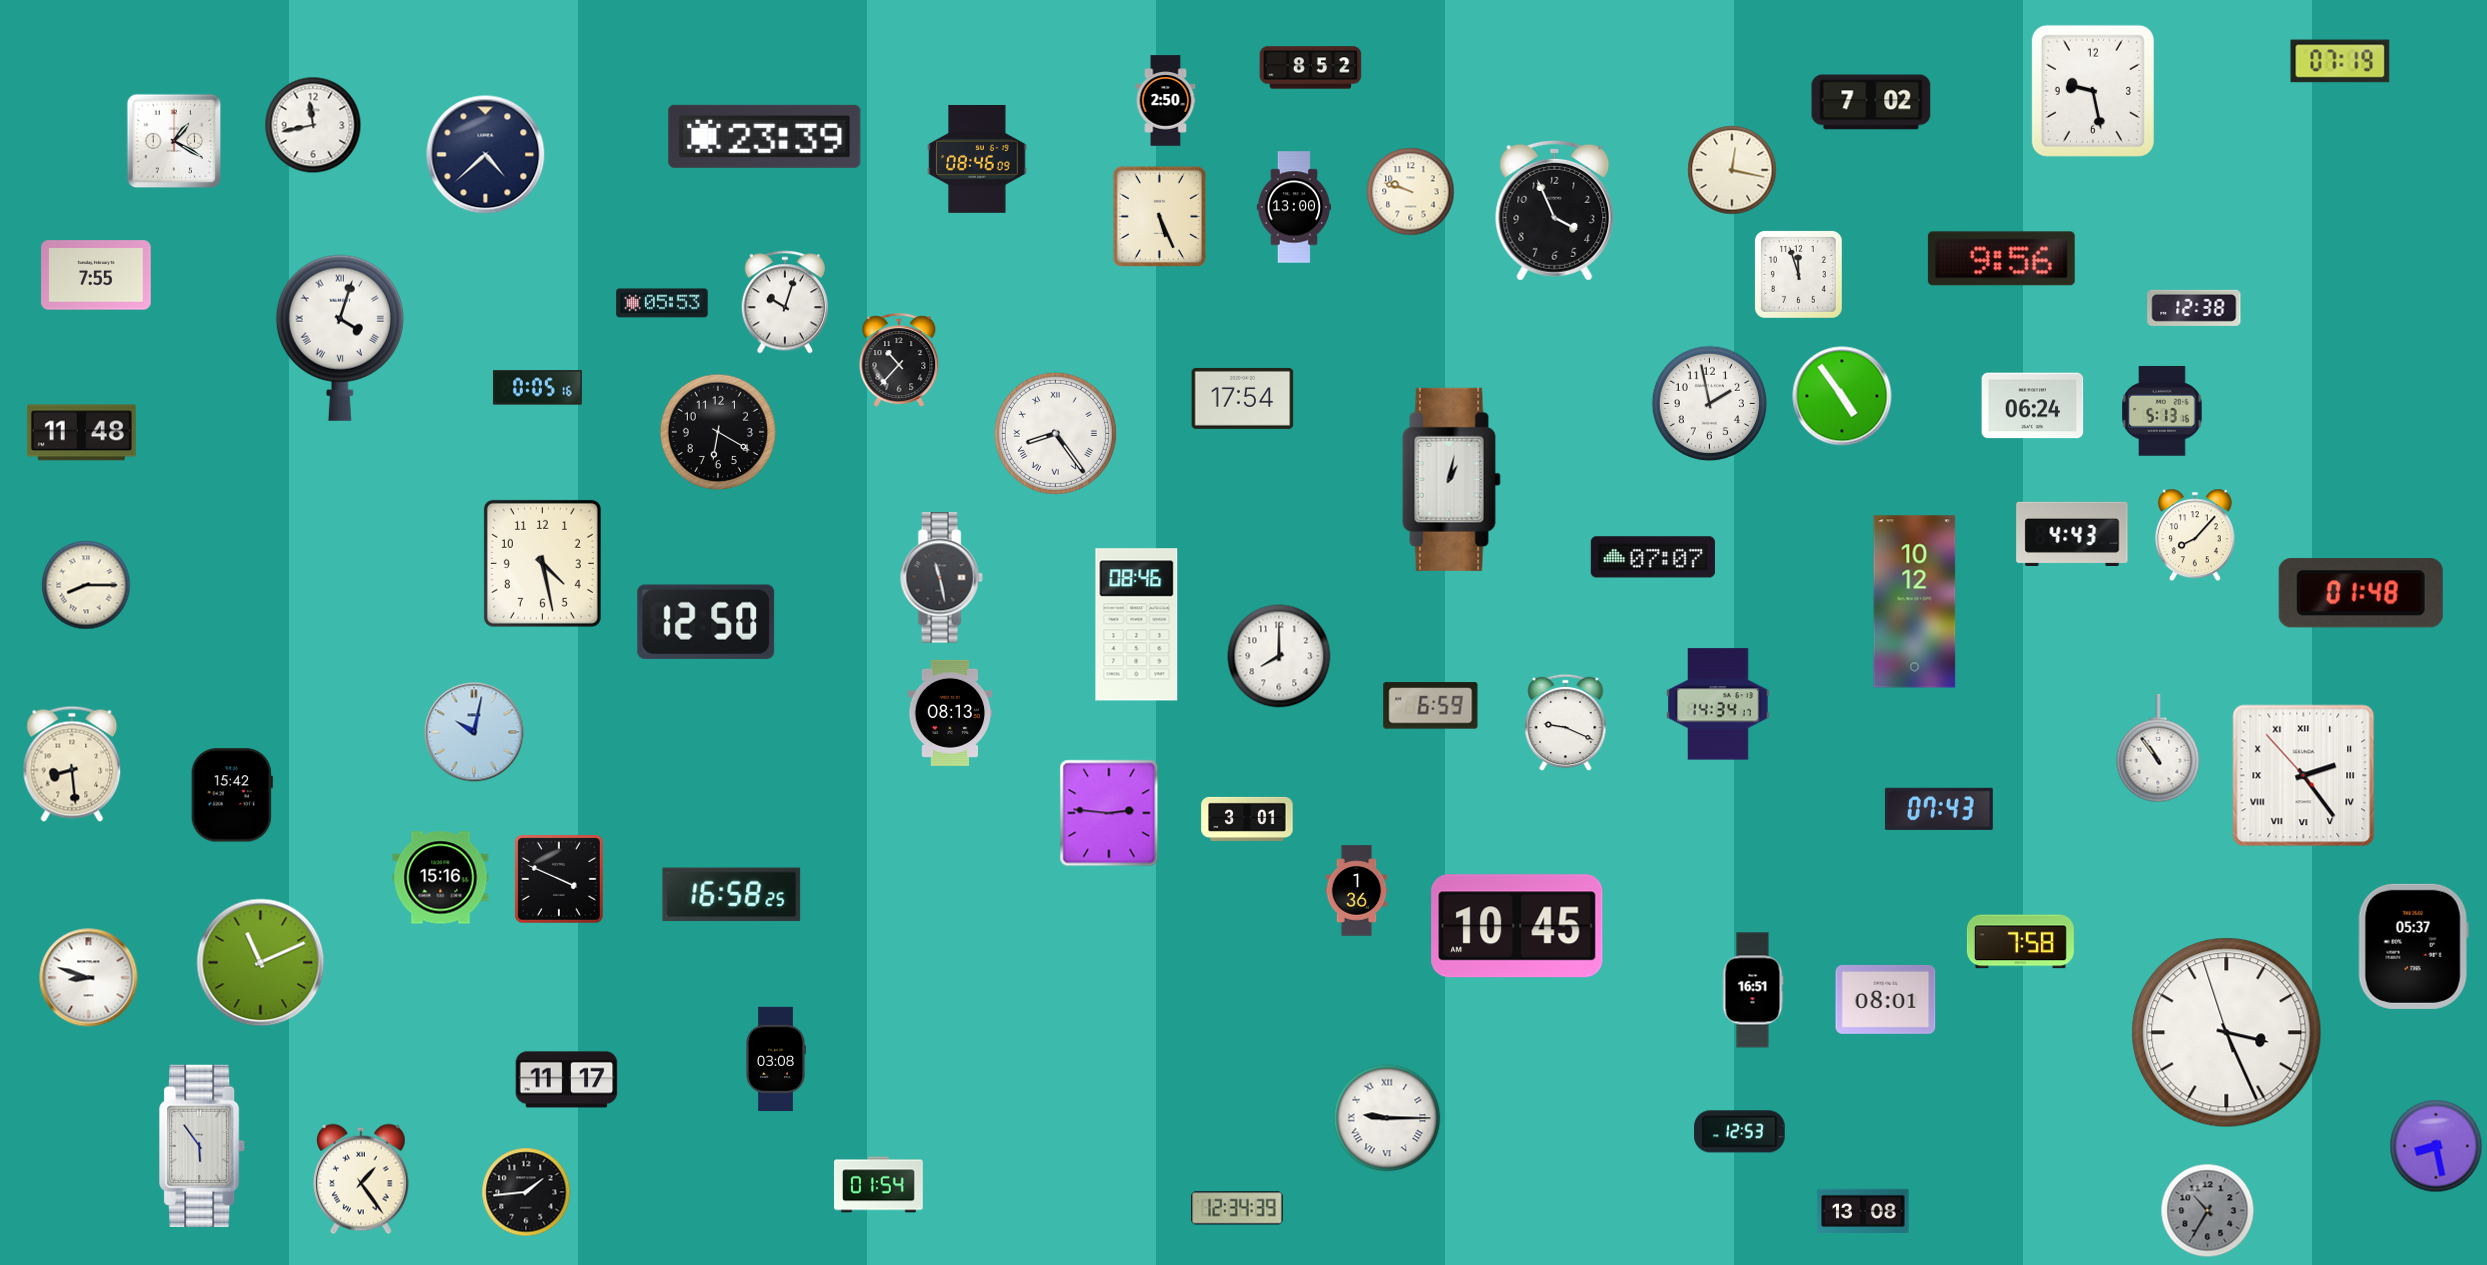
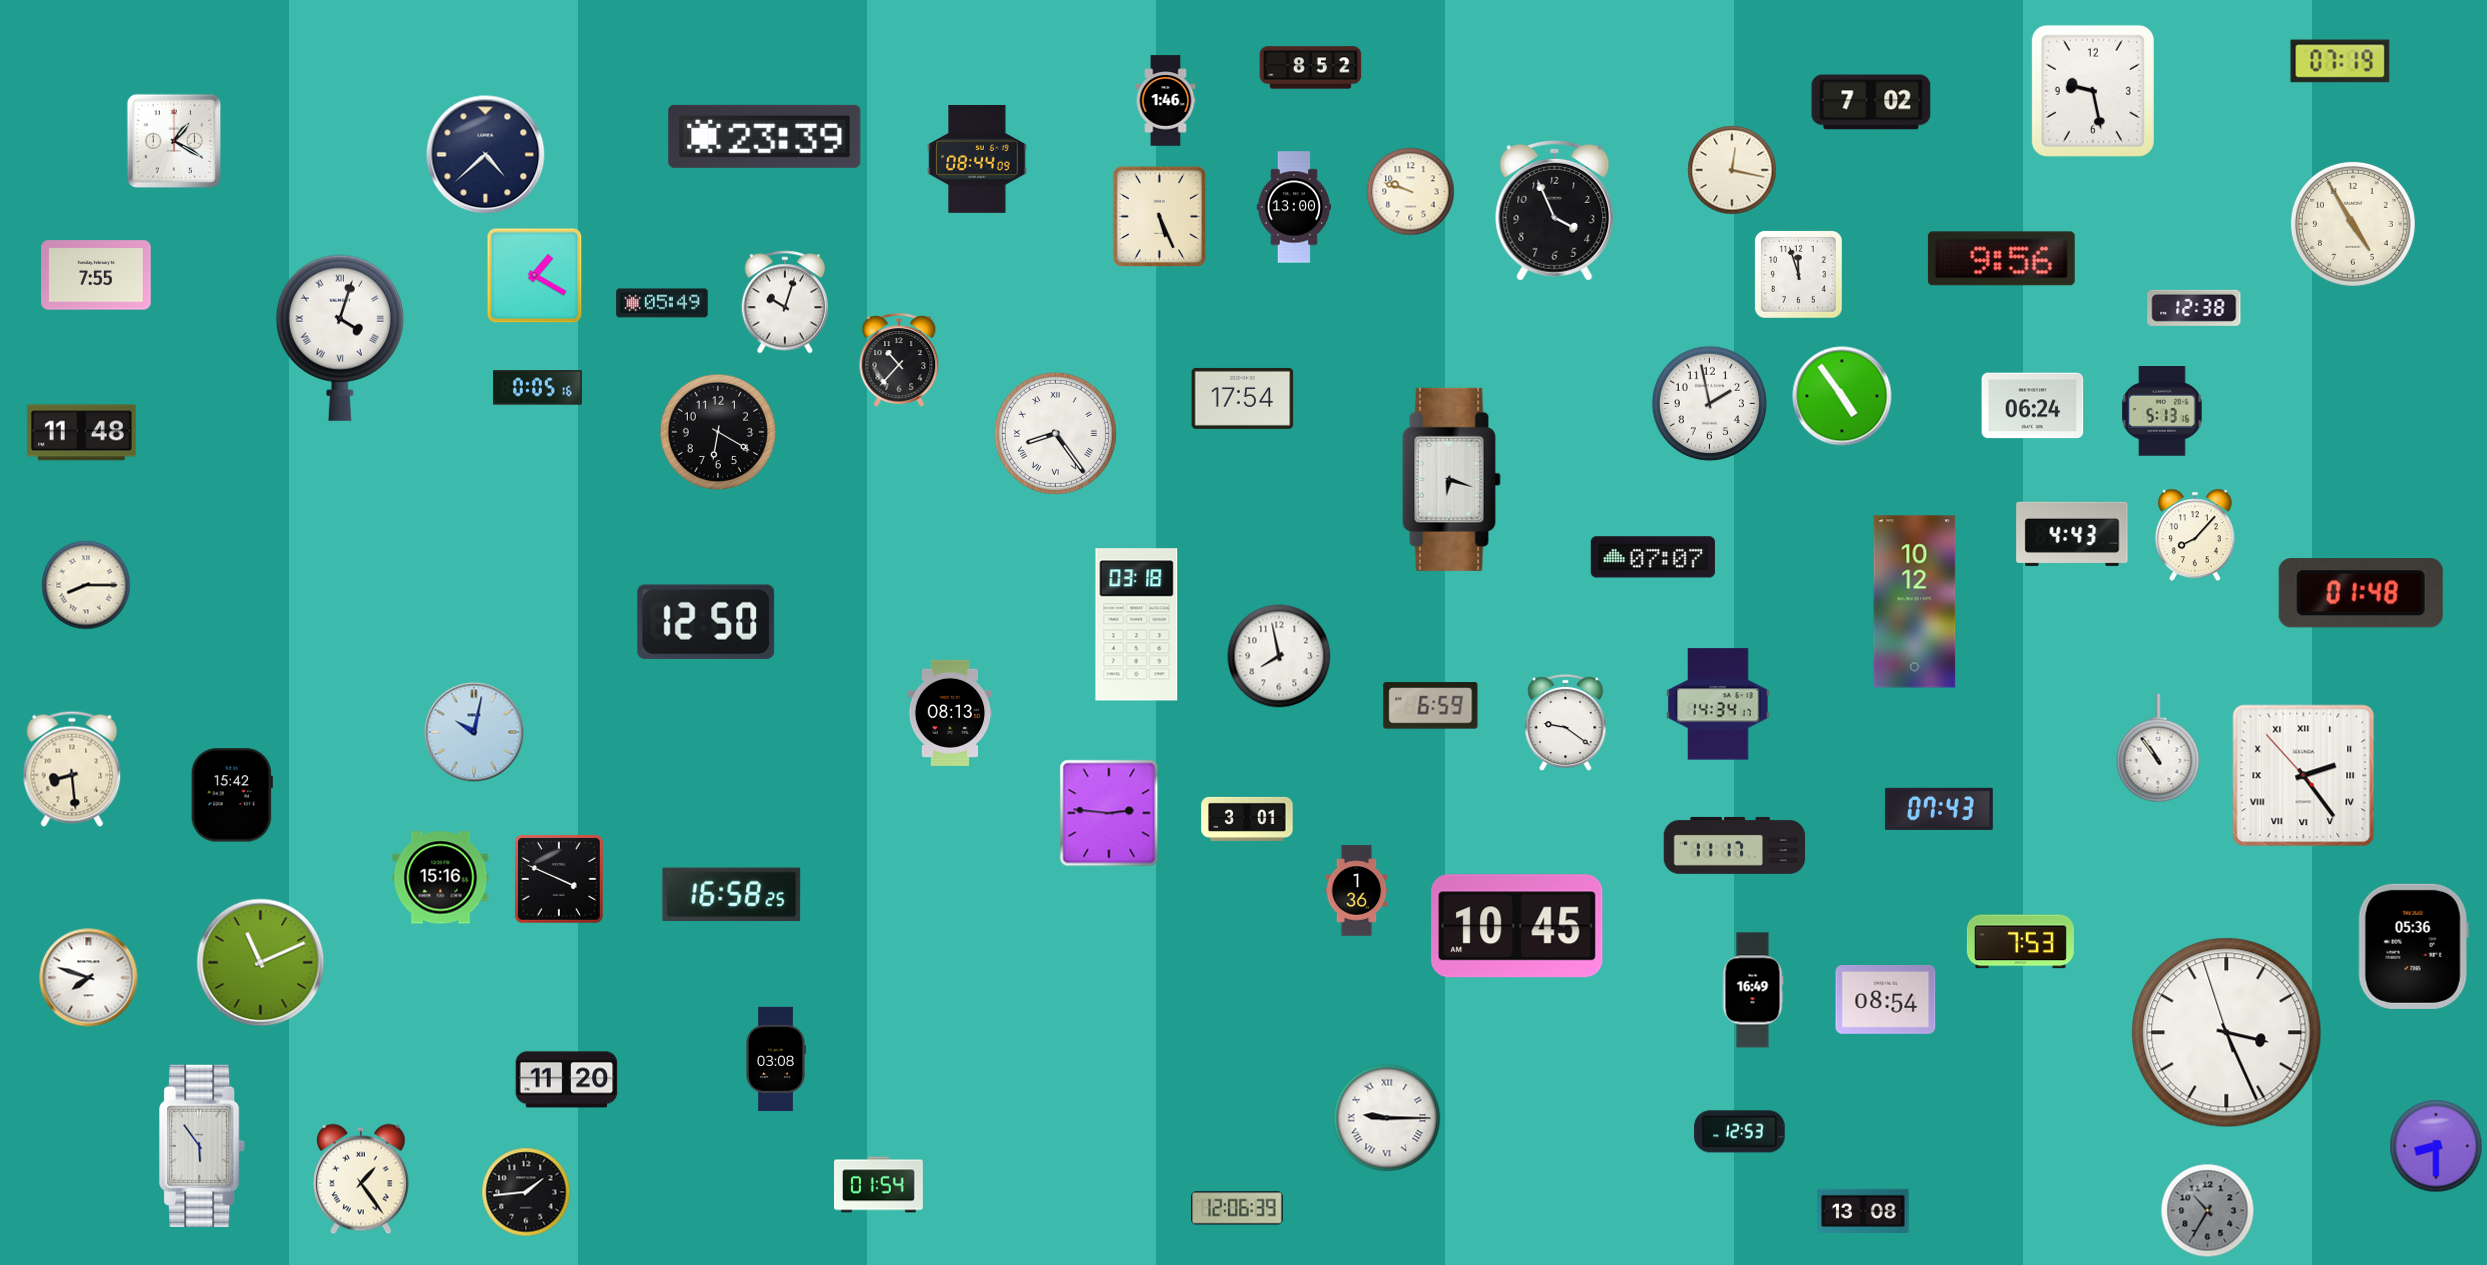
clock at (1166, 101): 2:50 -> 1:46
clock at (313, 125): 11:43 -> none
clock at (977, 159): 08:46 -> 08:44
clock at (2353, 224): none -> 4:55
clock at (535, 276): none -> 1:20
clock at (662, 303): 05:53 -> 05:49
clock at (1452, 479): 1:02 -> 6:18
clock at (542, 563): 4:28 -> none
clock at (941, 578): 11:28 -> none
clock at (1137, 625): 08:46 -> 03:18
clock at (1279, 656): 8:00 -> 7:58
clock at (1566, 723): 9:19 -> 9:21
clock at (72, 764) position: (72, 764) -> (72, 769)
clock at (1735, 845): none -> 11:17
clock at (2020, 942): 7:58 -> 7:53
clock at (2413, 946): 05:37 -> 05:36
clock at (89, 978): 8:48 -> 7:48
clock at (1753, 990): 16:51 -> 16:49
clock at (1886, 999): 08:01 -> 08:54
clock at (567, 1080): 11:17 -> 11:20
clock at (2436, 1146): 8:28 -> 8:30
clock at (1237, 1208): 12:34 -> 12:06
